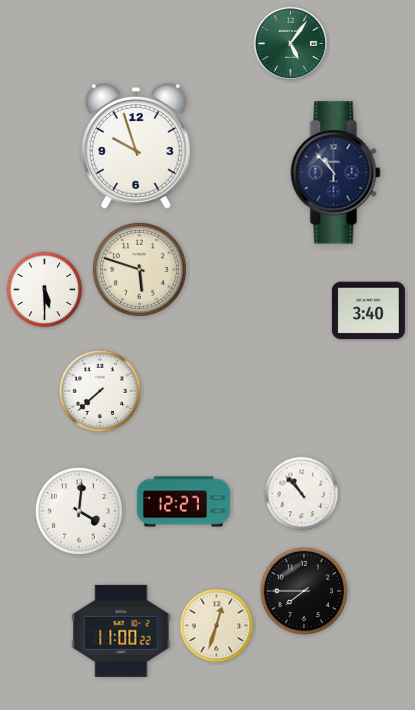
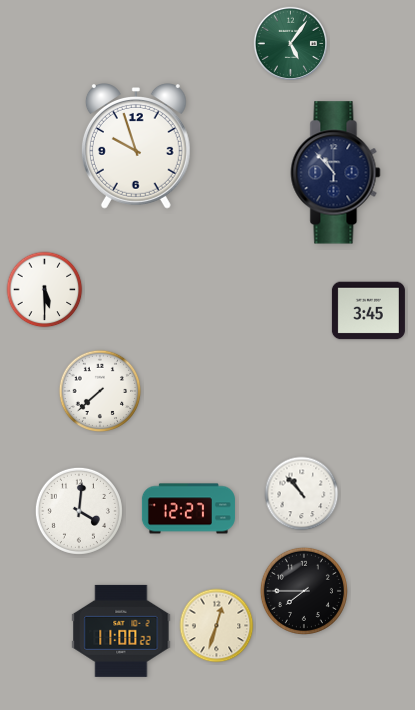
clock at (139, 269): 5:48 -> none
clock at (368, 311): 3:40 -> 3:45
clock at (183, 502) position: (183, 502) -> (188, 509)
